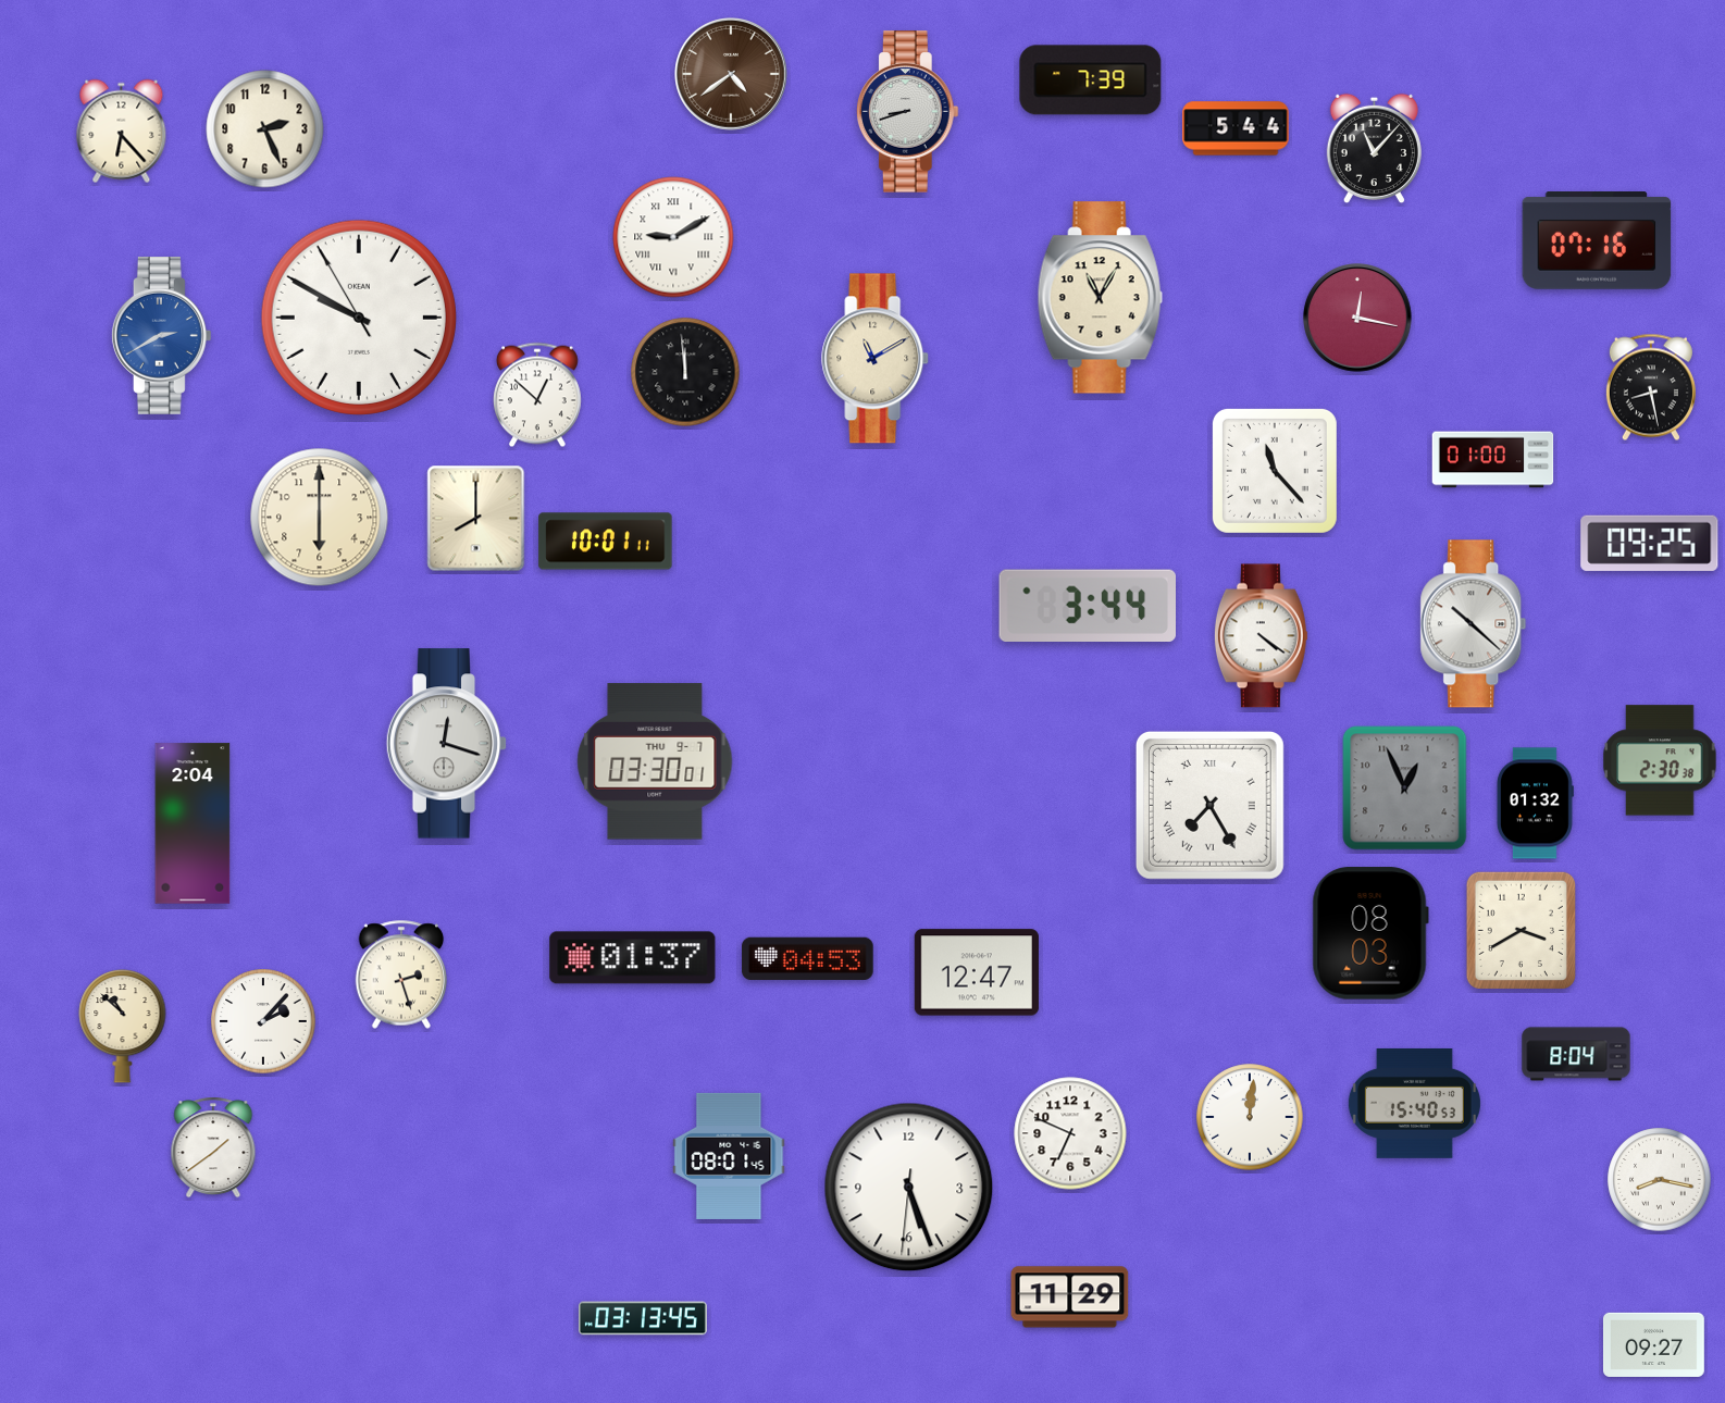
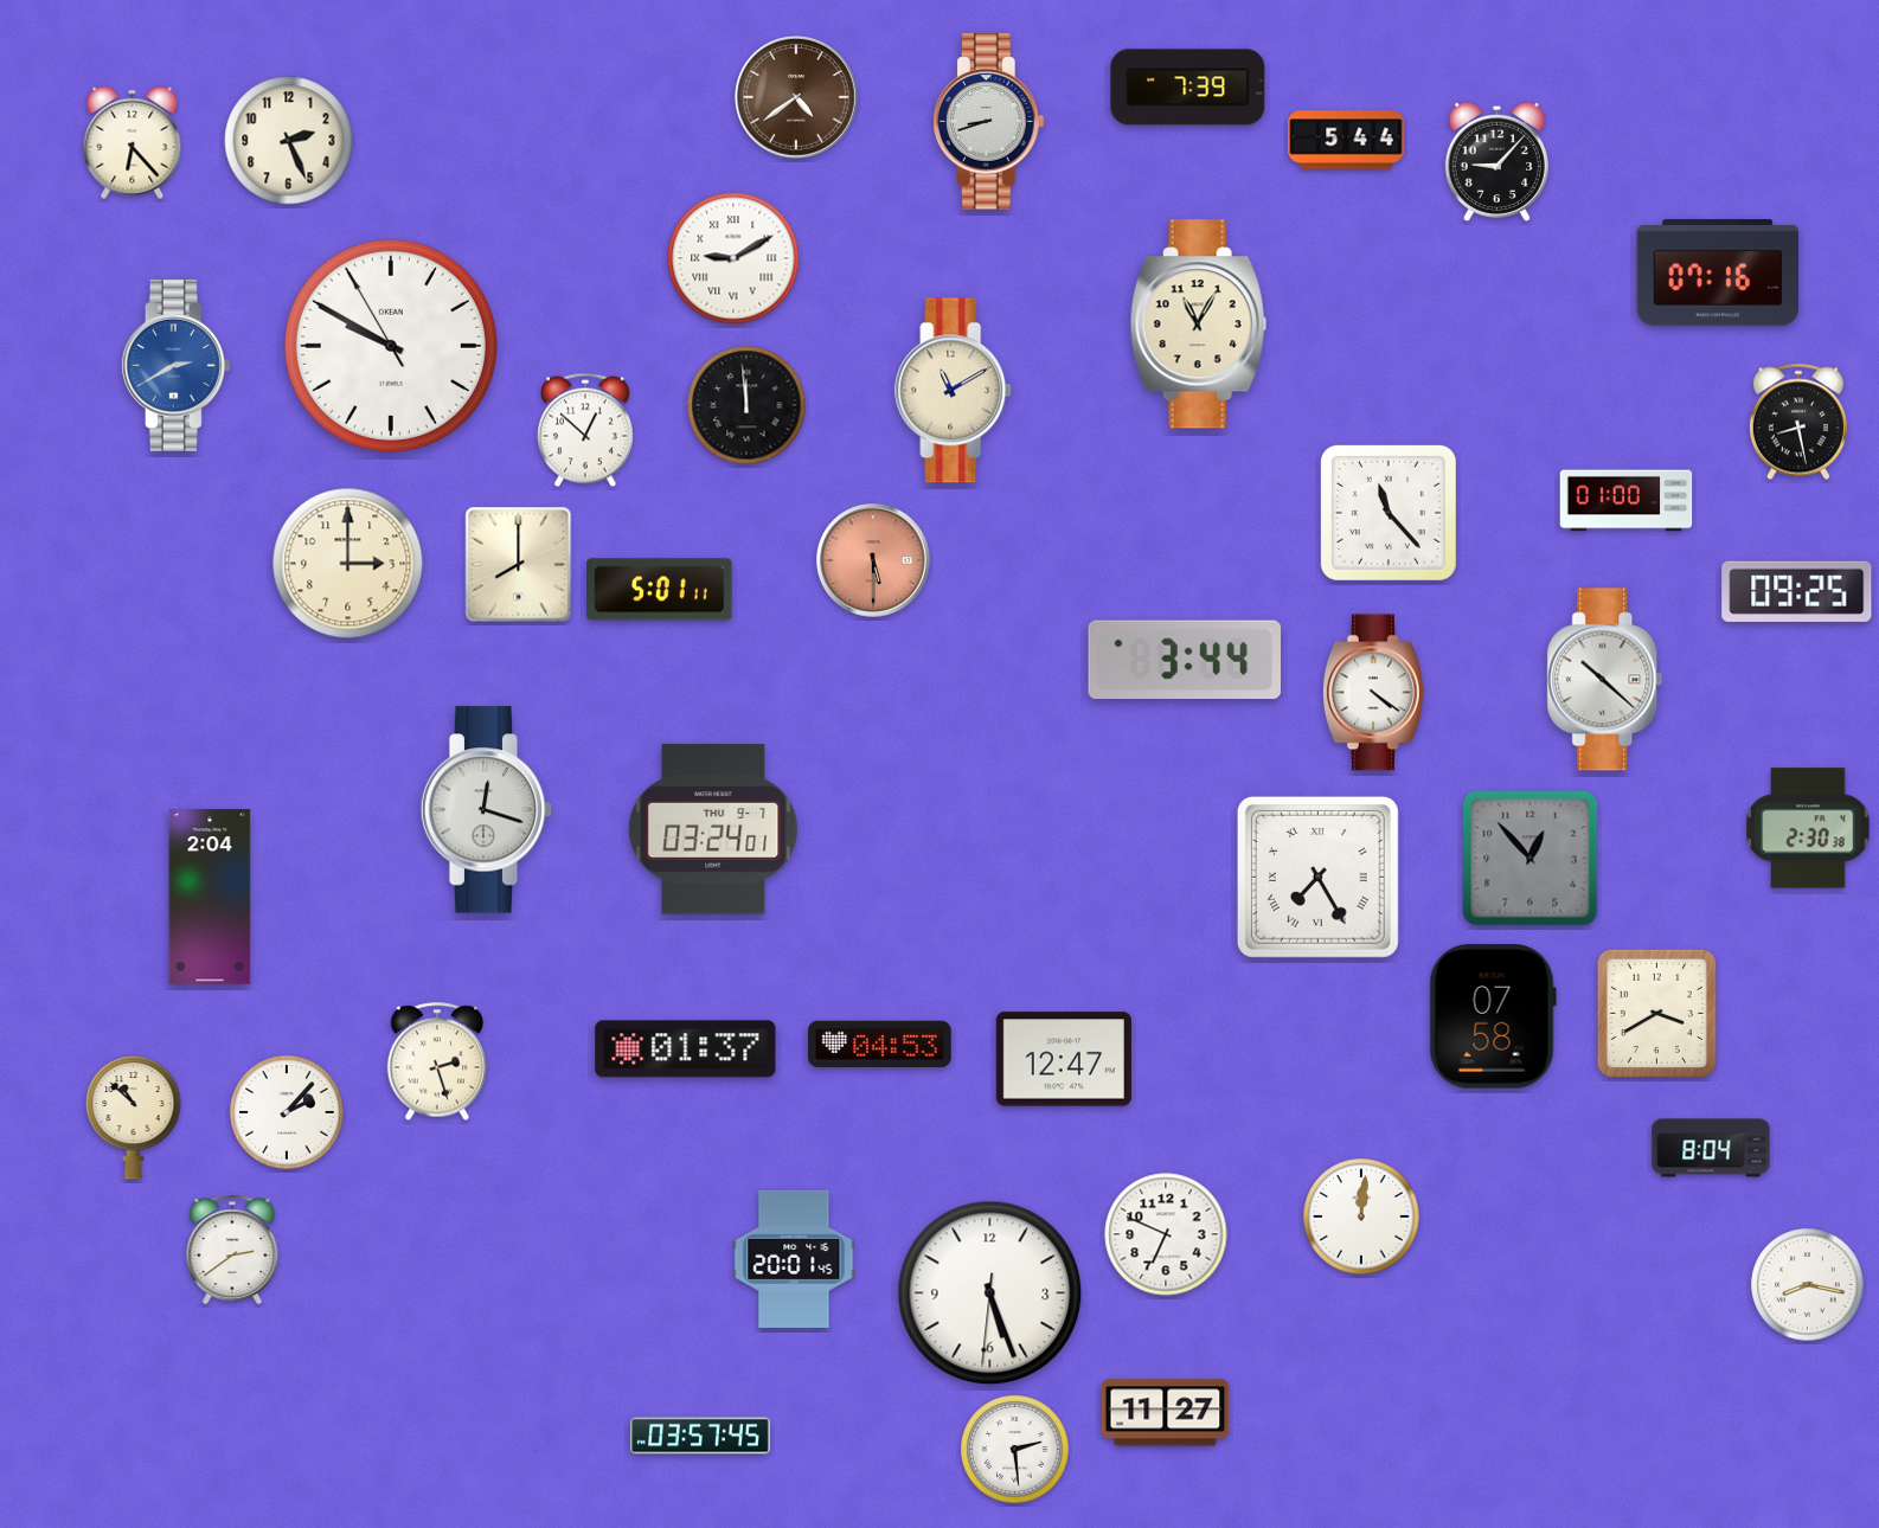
clock at (732, 75) position: (732, 75) -> (797, 98)
clock at (1374, 148): 11:07 -> 9:07
clock at (1597, 241) position: (1597, 241) -> (1718, 274)
clock at (1357, 318): 12:17 -> none
clock at (873, 560): none -> 5:30
clock at (320, 518): 6:00 -> 3:00
clock at (606, 542): 10:01 -> 5:01
clock at (655, 761): 03:30 -> 03:24
clock at (1405, 789): 12:56 -> 12:53
clock at (1535, 804): 01:32 -> none
clock at (1370, 933): 08:03 -> 07:58
clock at (633, 958) position: (633, 958) -> (686, 1049)
clock at (1576, 1054) position: (1576, 1054) -> (1711, 1148)
clock at (1414, 1103): 15:40 -> none
clock at (213, 1147): 1:39 -> 2:39
clock at (729, 1156): 08:01 -> 20:01
clock at (1070, 1298): 11:29 -> 11:27
clock at (643, 1318): 03:13 -> 03:57
clock at (1015, 1450): none -> 2:29
clock at (1654, 1344): 09:27 -> none
